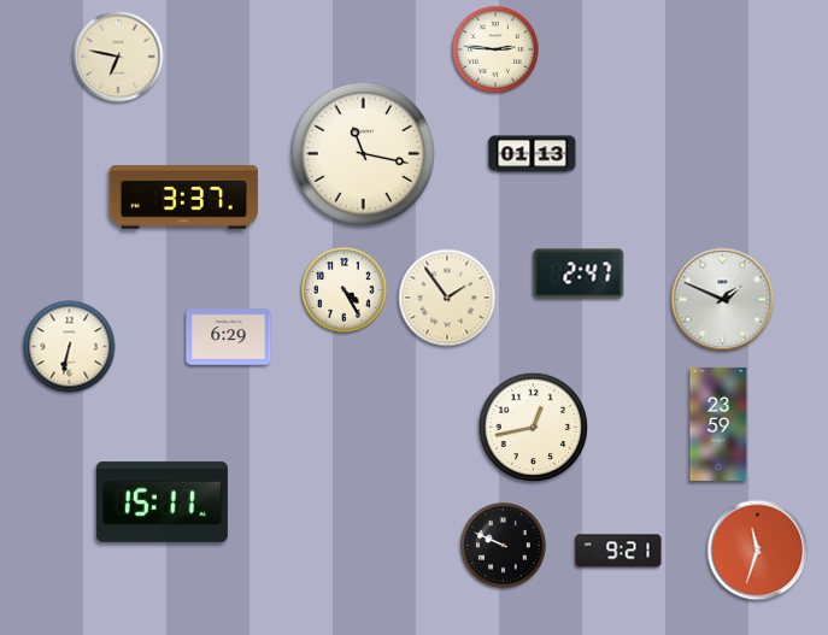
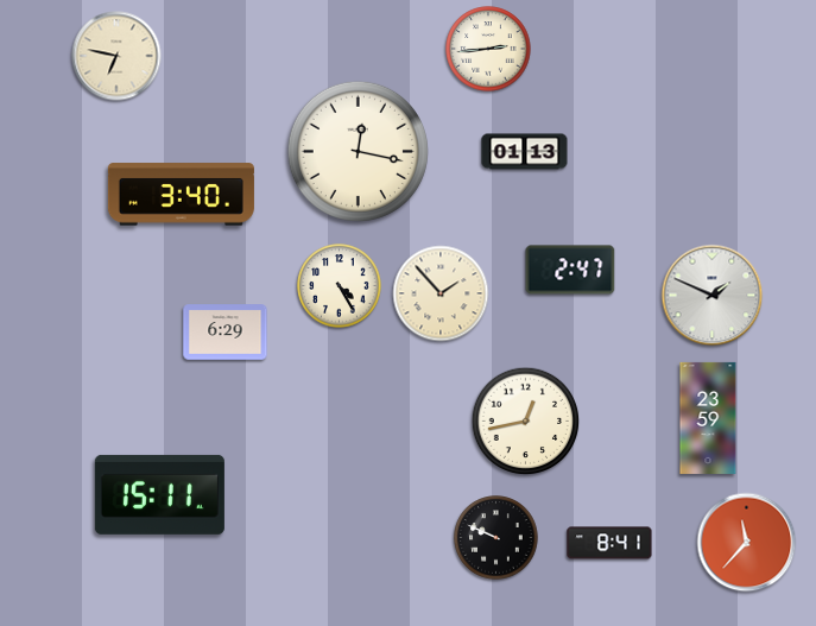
clock at (495, 49): 2:46 -> 2:44
clock at (363, 153): 11:17 -> 12:17
clock at (183, 198): 3:37 -> 3:40
clock at (447, 298): 1:54 -> 1:53
clock at (70, 347): 6:32 -> none
clock at (618, 551): 9:21 -> 8:41
clock at (758, 551): 11:33 -> 11:37
